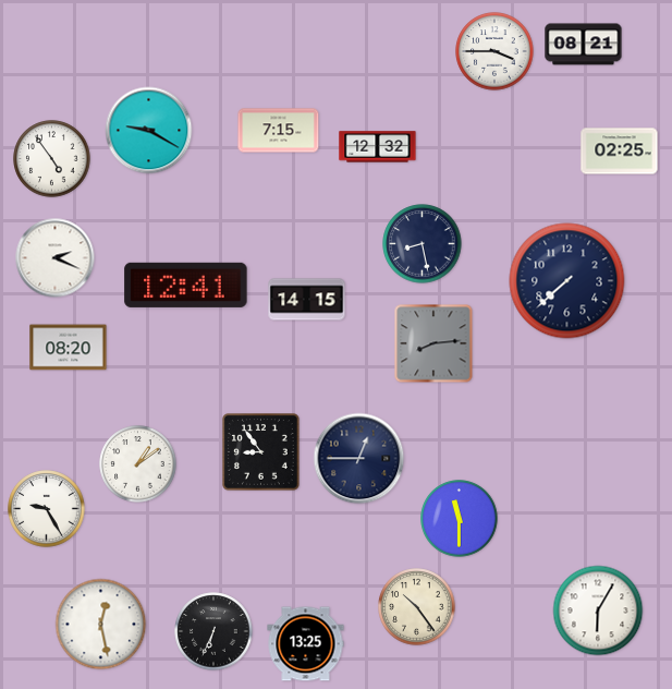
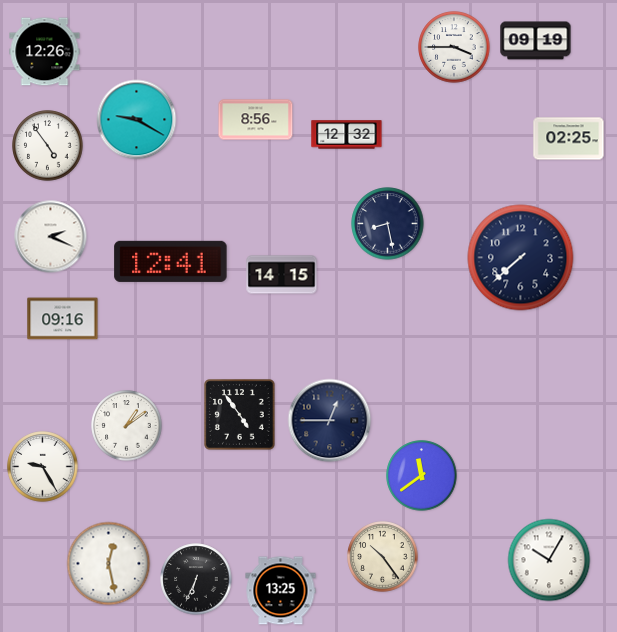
clock at (584, 45): 08:21 -> 09:19
clock at (45, 52): none -> 12:26
clock at (279, 131): 7:15 -> 8:56
clock at (433, 343): 8:14 -> none
clock at (69, 348): 08:20 -> 09:16
clock at (261, 452): 8:54 -> 4:54
clock at (460, 519): 11:30 -> 11:39
clock at (598, 611): 6:05 -> 10:05
clock at (101, 625) position: (101, 625) -> (109, 564)
